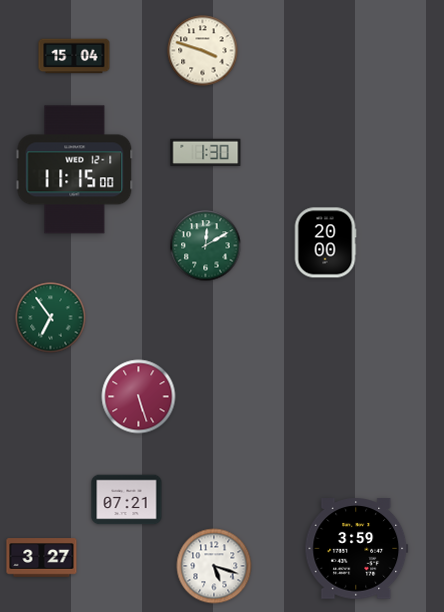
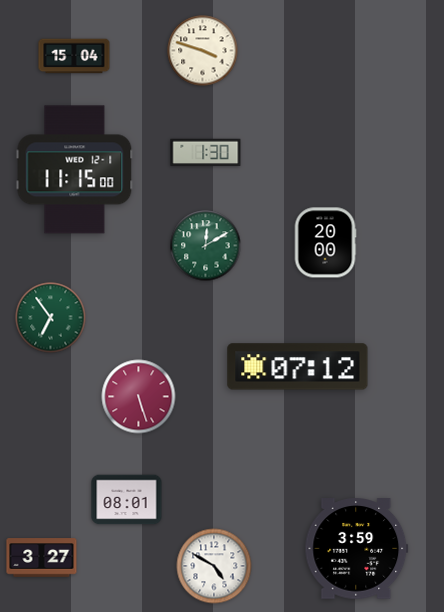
clock at (298, 367): none -> 07:12
clock at (127, 500): 07:21 -> 08:01
clock at (214, 566): 5:18 -> 4:50
